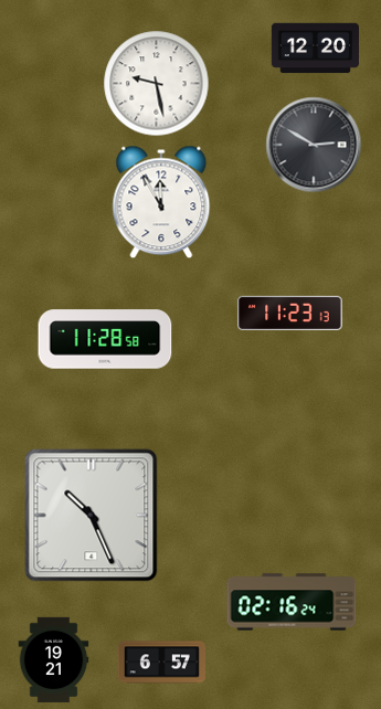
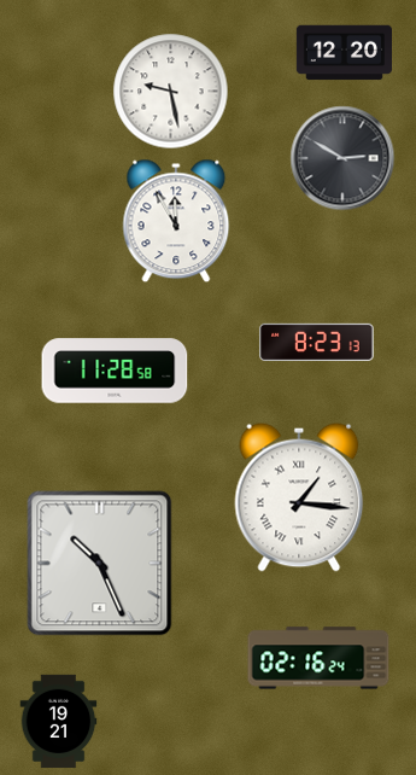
clock at (290, 313): 11:23 -> 8:23
clock at (299, 497): none -> 1:16
clock at (161, 663): 6:57 -> none
